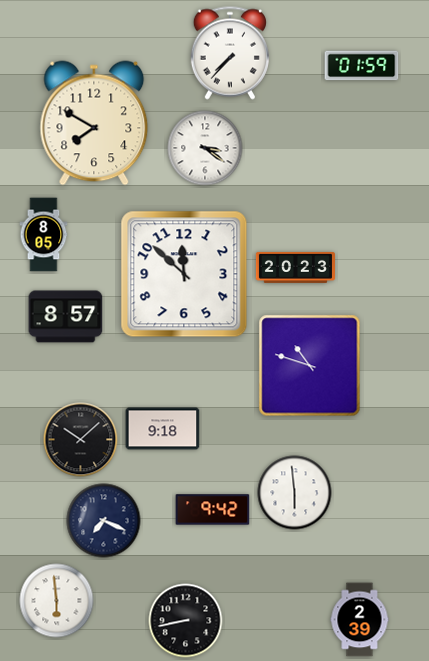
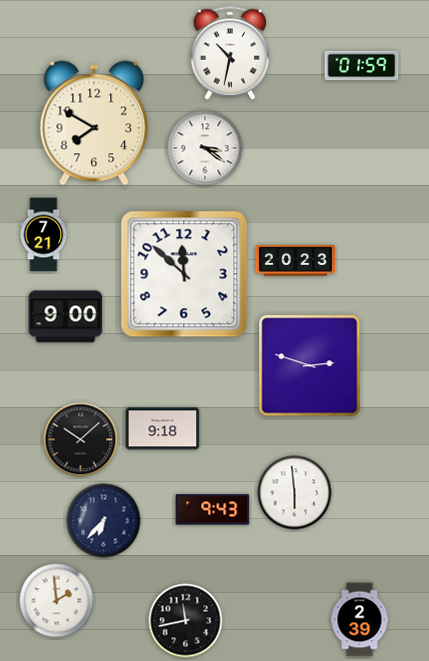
clock at (230, 53): 7:37 -> 10:32
clock at (44, 235): 8:05 -> 7:21
clock at (295, 267) position: (295, 267) -> (295, 260)
clock at (66, 317): 8:57 -> 9:00
clock at (310, 366): 10:48 -> 2:48
clock at (213, 510): 9:42 -> 9:43
clock at (104, 521): 7:19 -> 6:37
clock at (57, 601): 5:59 -> 1:59
clock at (186, 621): 8:43 -> 11:43
